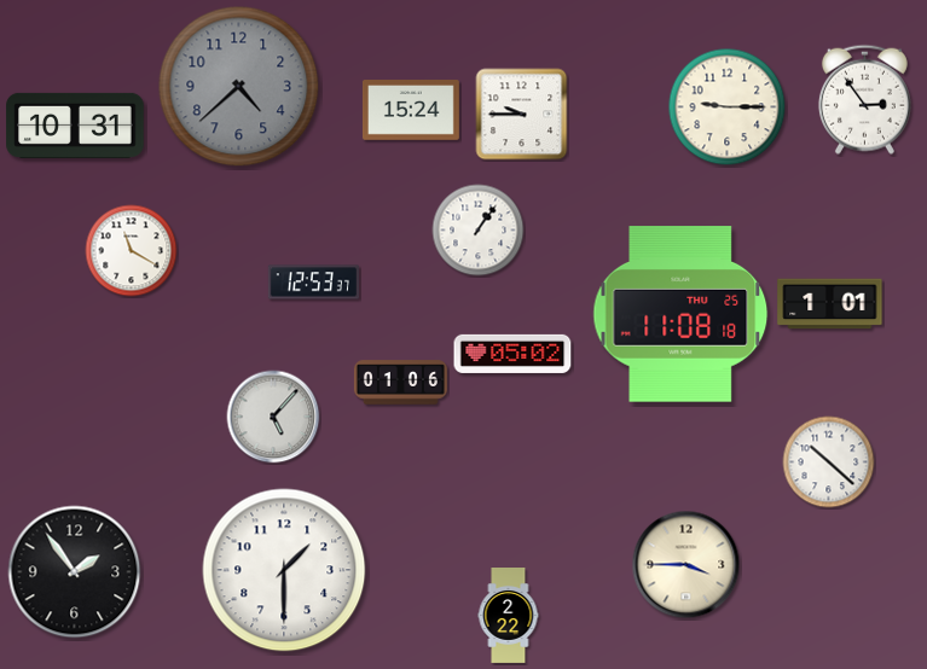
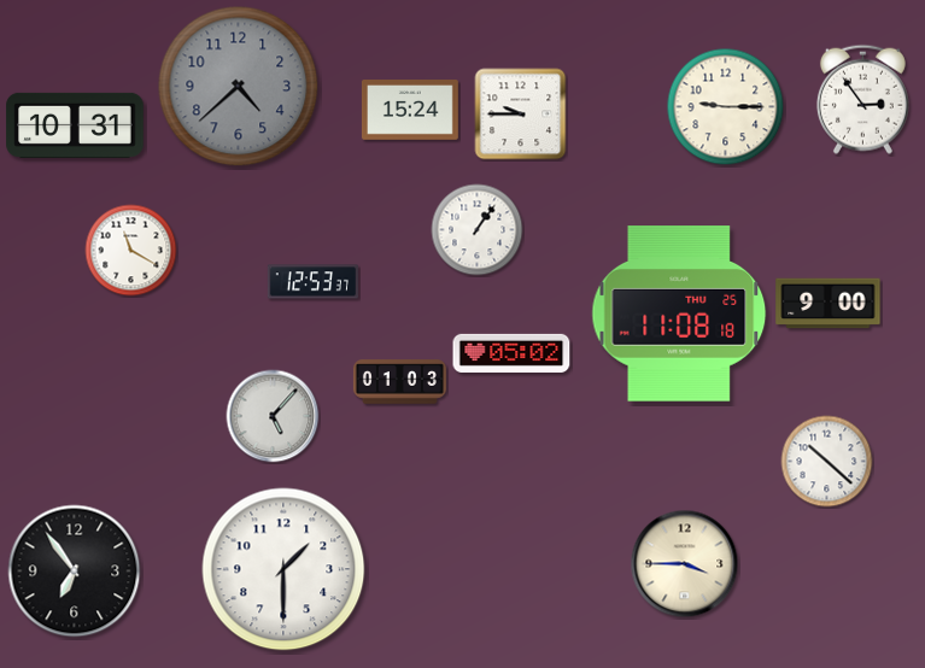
clock at (830, 304): 1:01 -> 9:00
clock at (400, 383): 01:06 -> 01:03
clock at (75, 572): 1:54 -> 6:54
clock at (509, 616): 2:22 -> none
